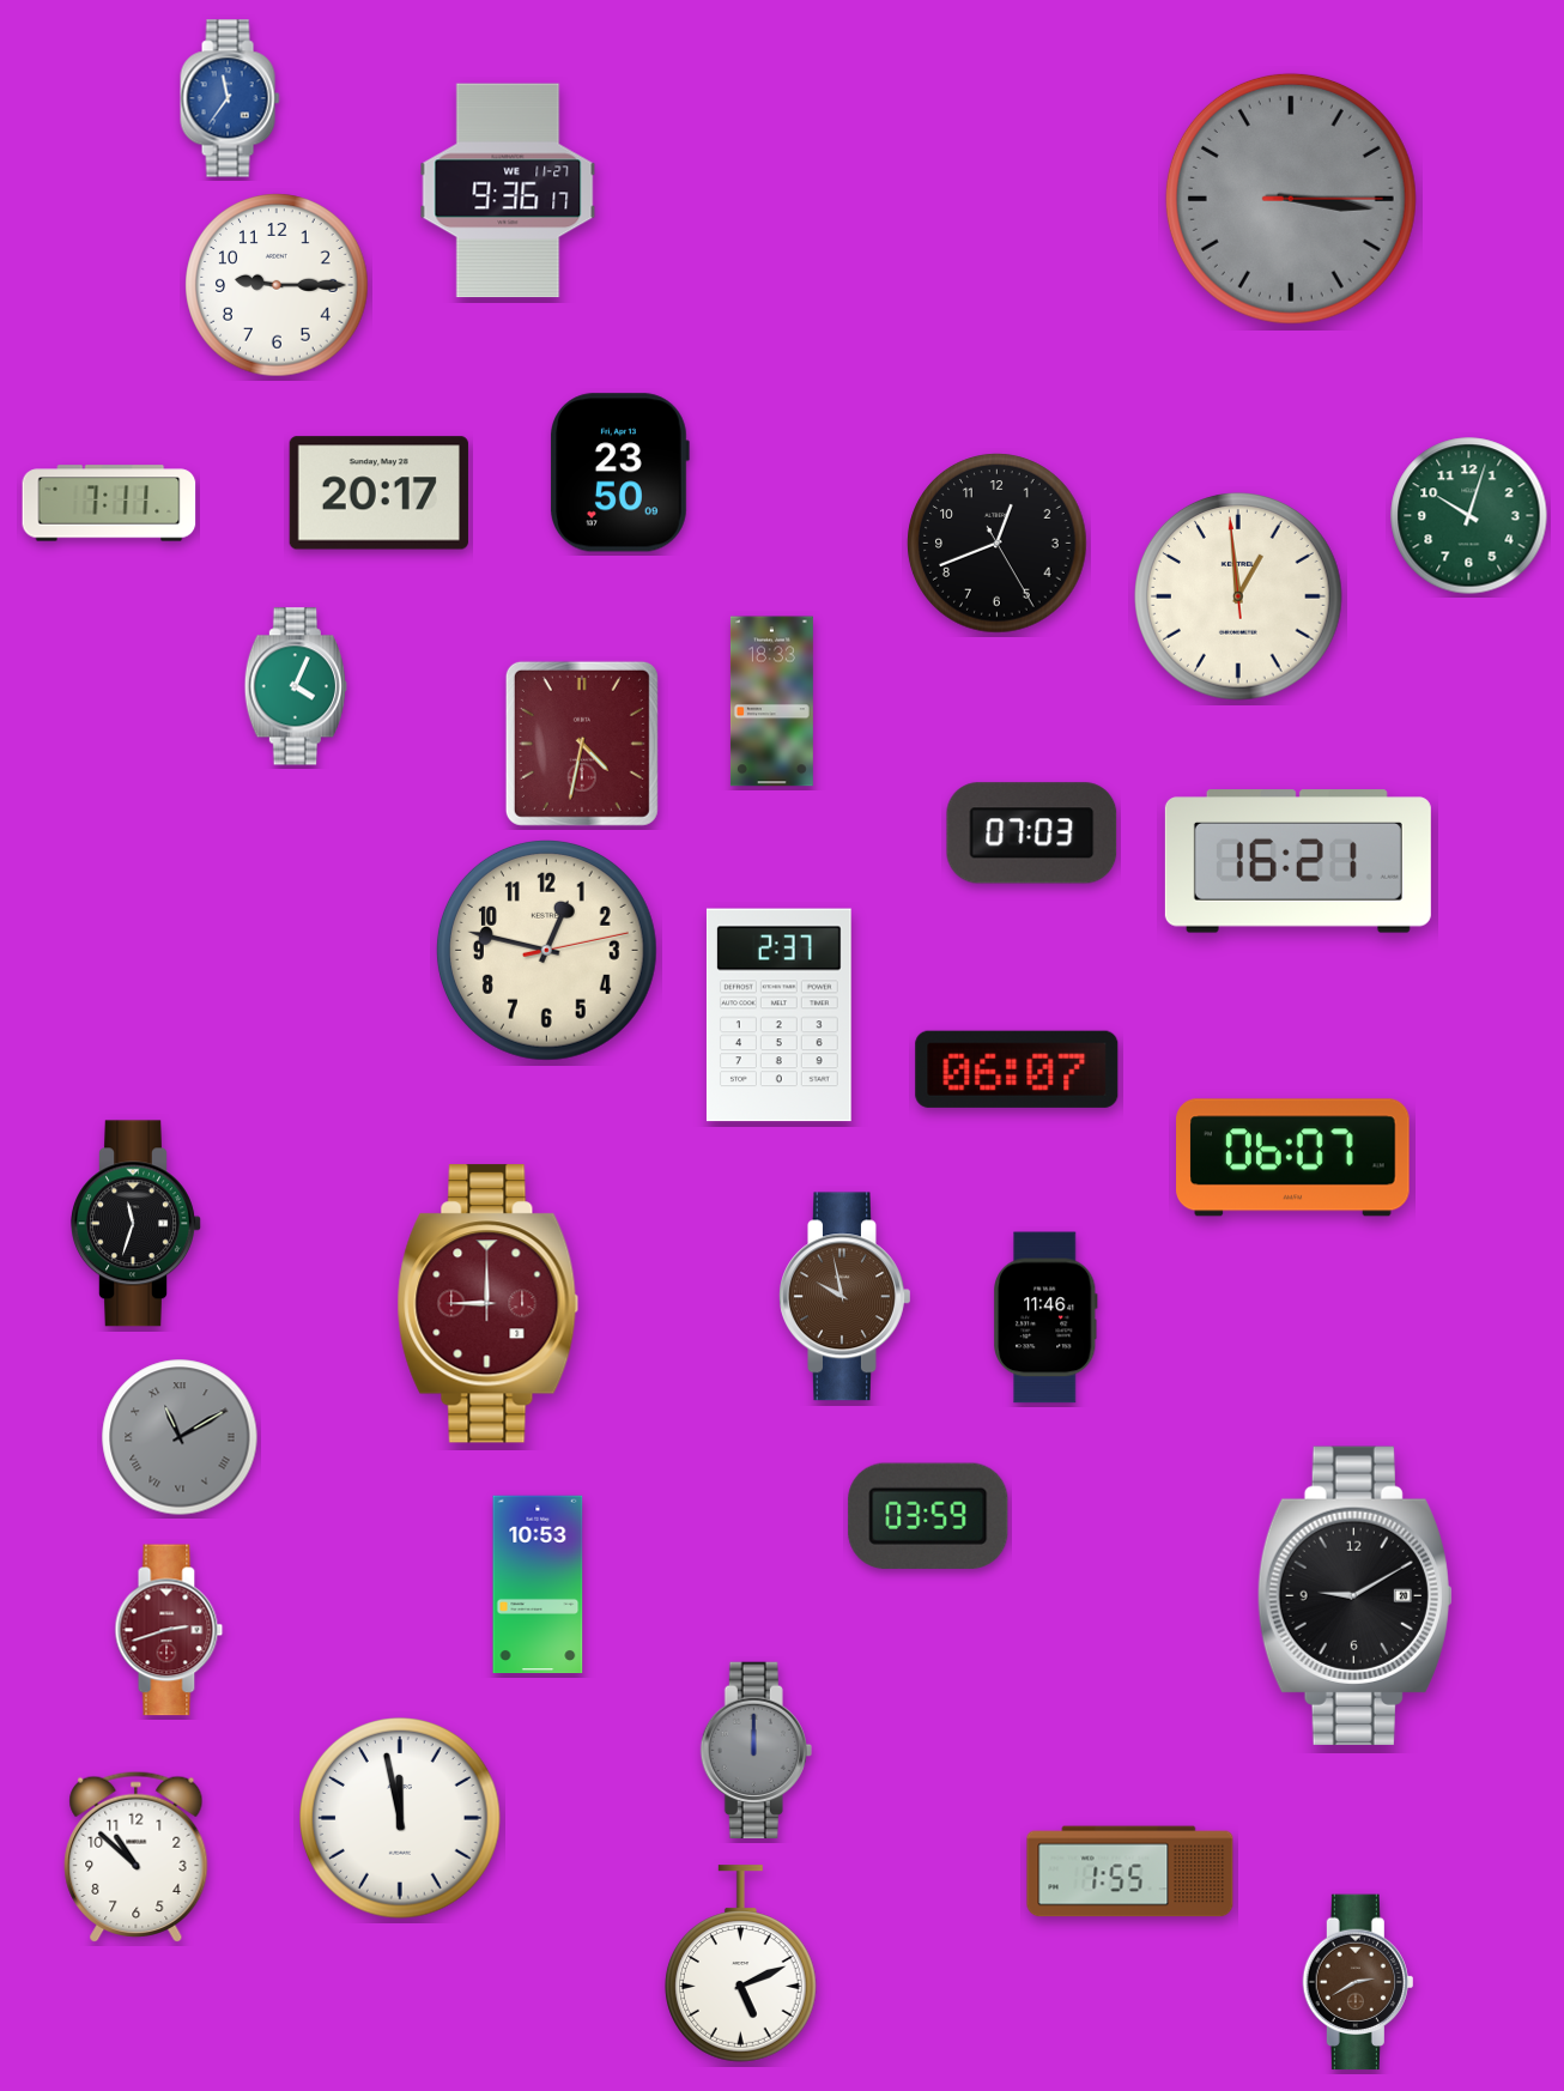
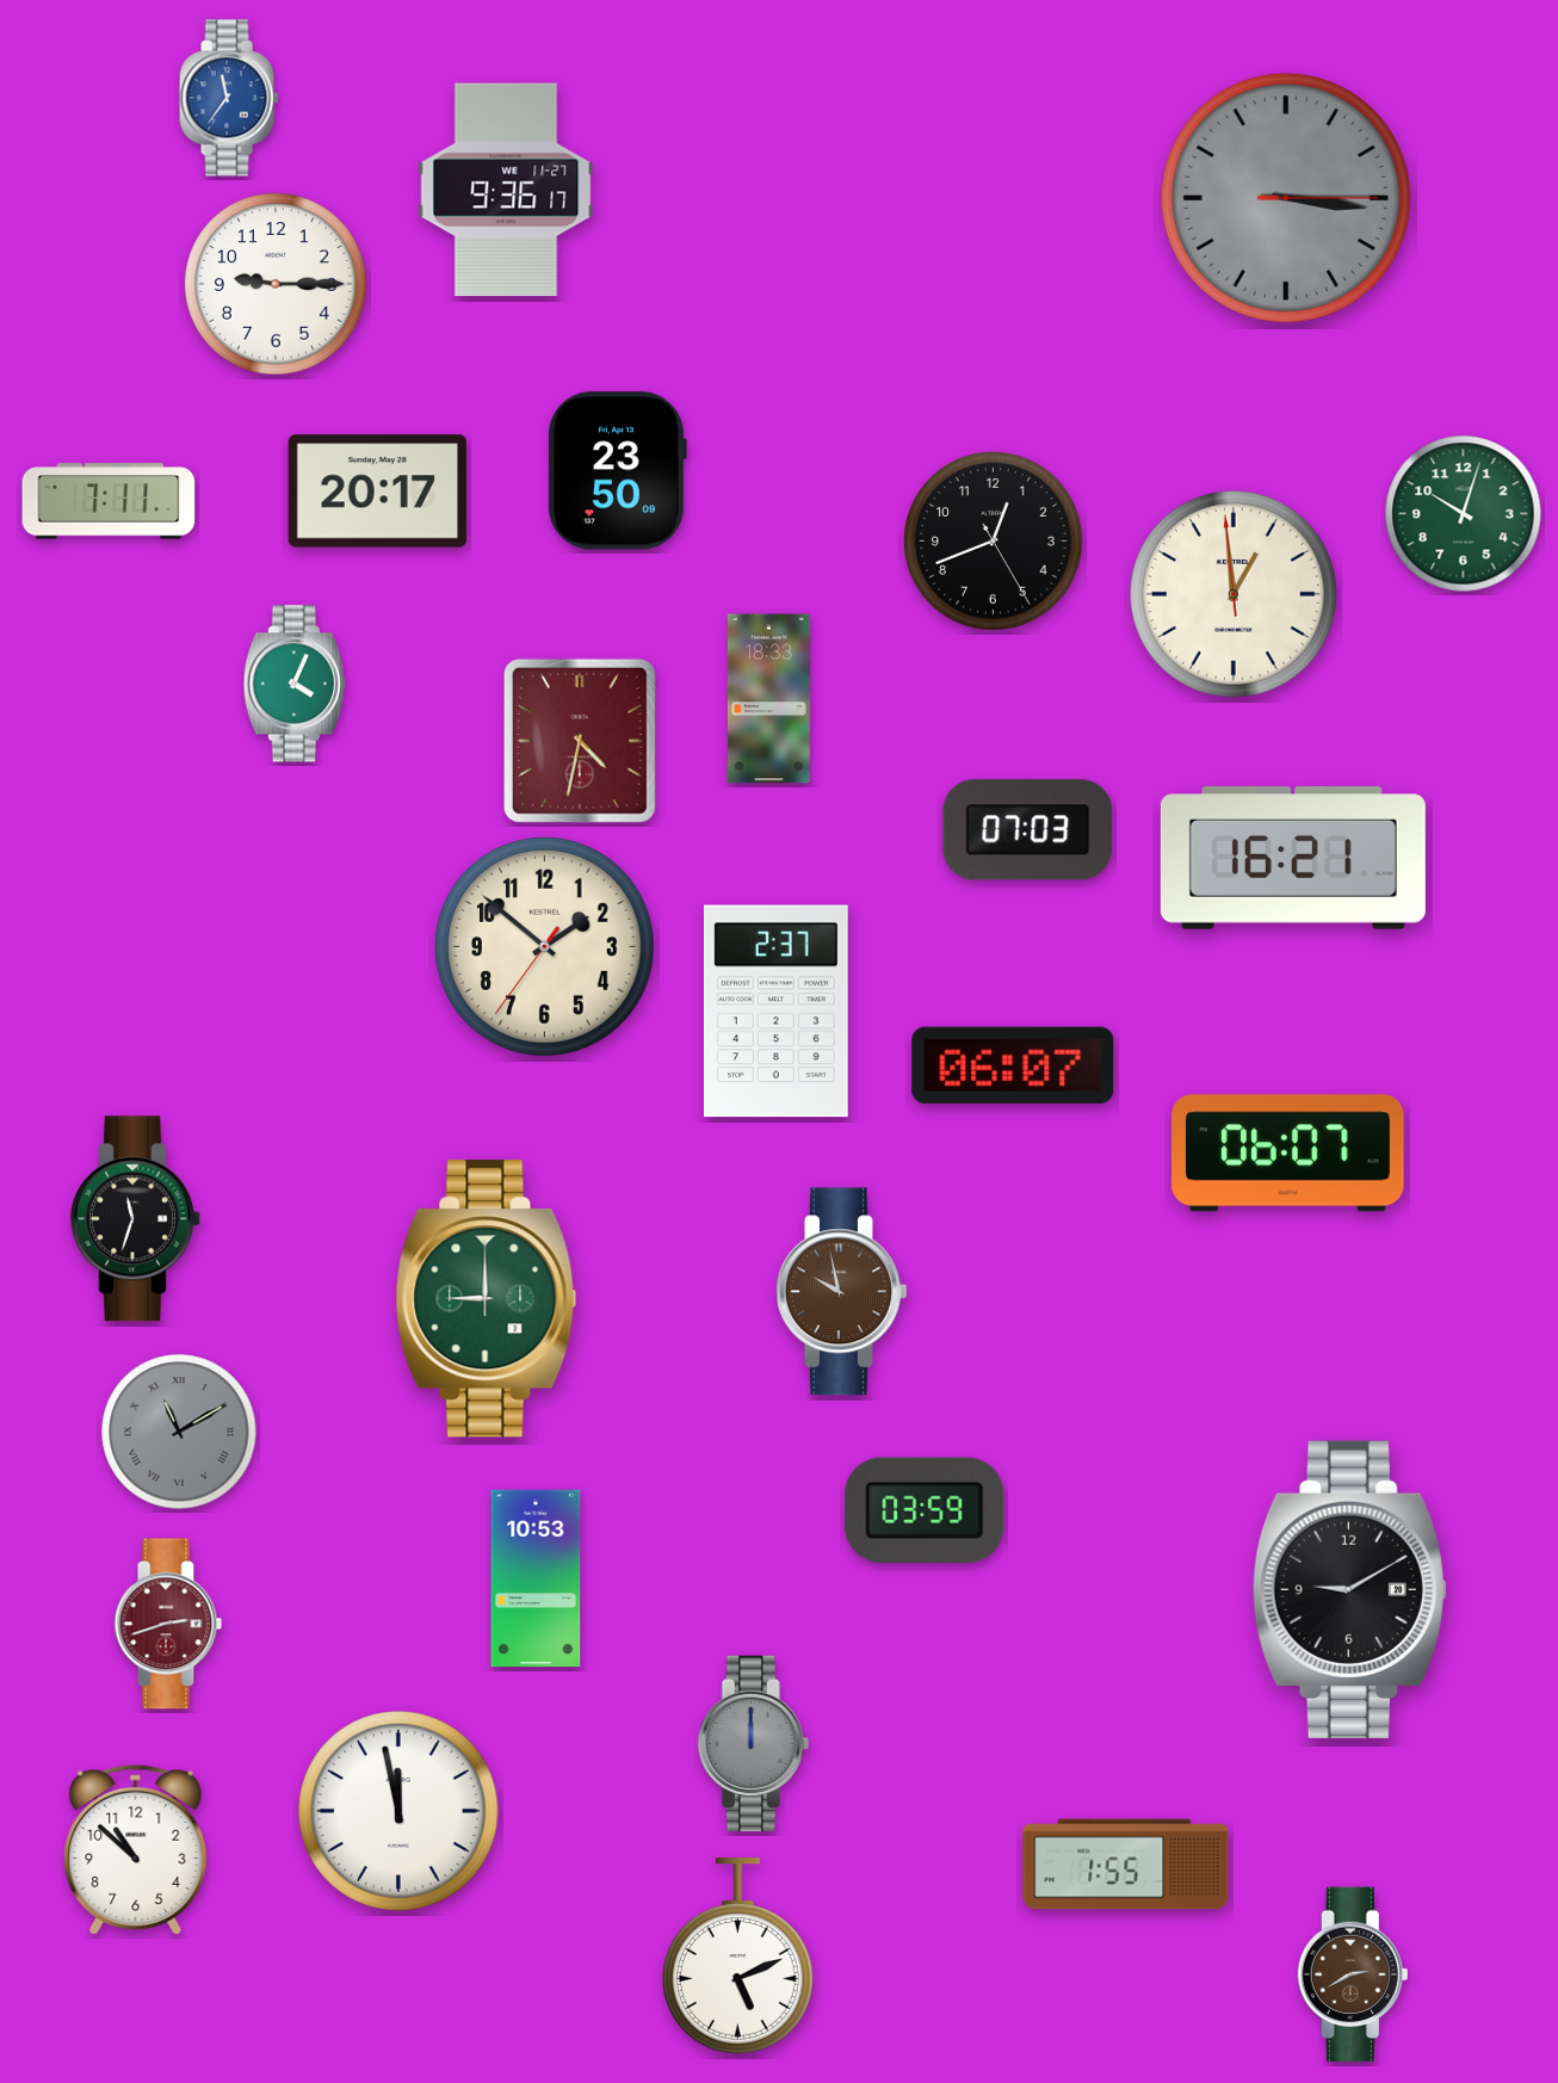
clock at (546, 950): 12:47 -> 1:51
clock at (489, 1304) dial: burgundy -> green
clock at (1045, 1317): 11:46 -> none
